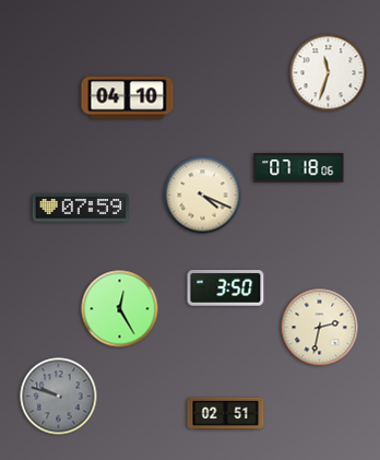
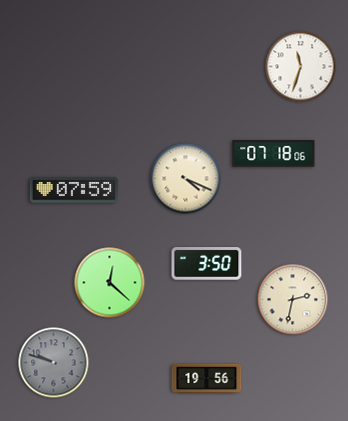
clock at (128, 98): 04:10 -> none
clock at (120, 309): 12:25 -> 12:22
clock at (226, 413): 02:51 -> 19:56
